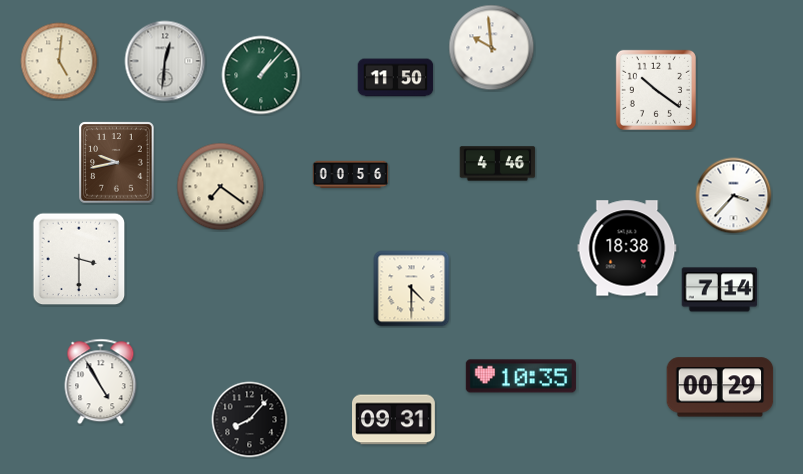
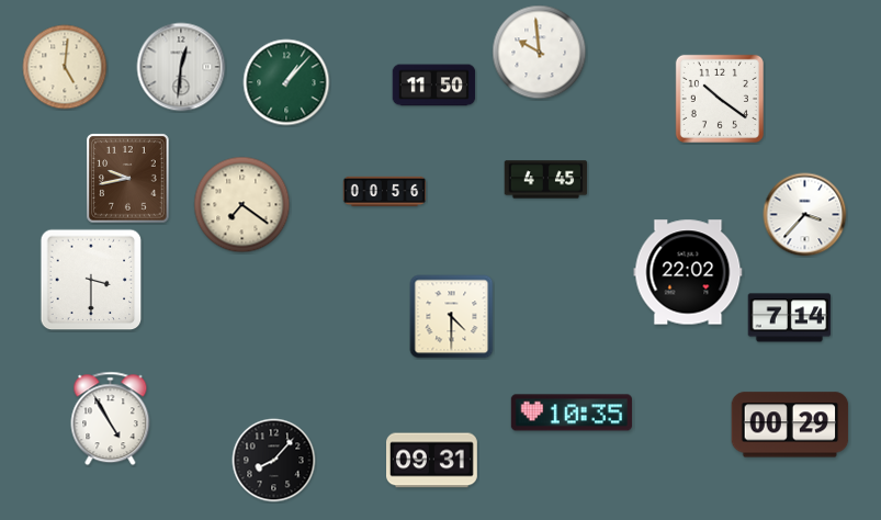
clock at (498, 164): 4:46 -> 4:45
clock at (627, 248): 18:38 -> 22:02
clock at (79, 259) position: (79, 259) -> (91, 280)
